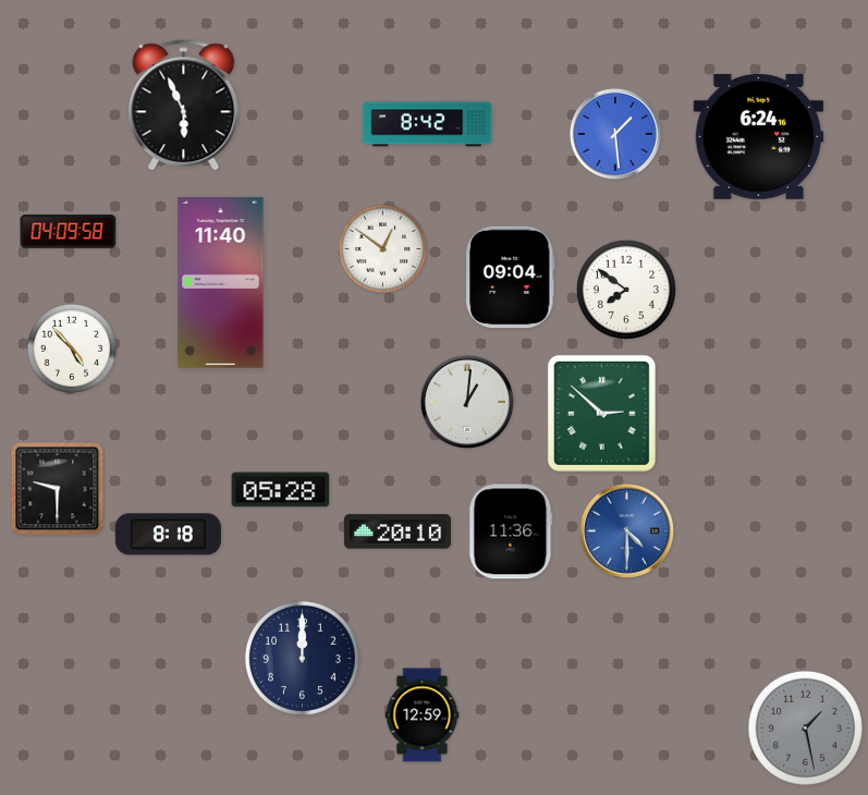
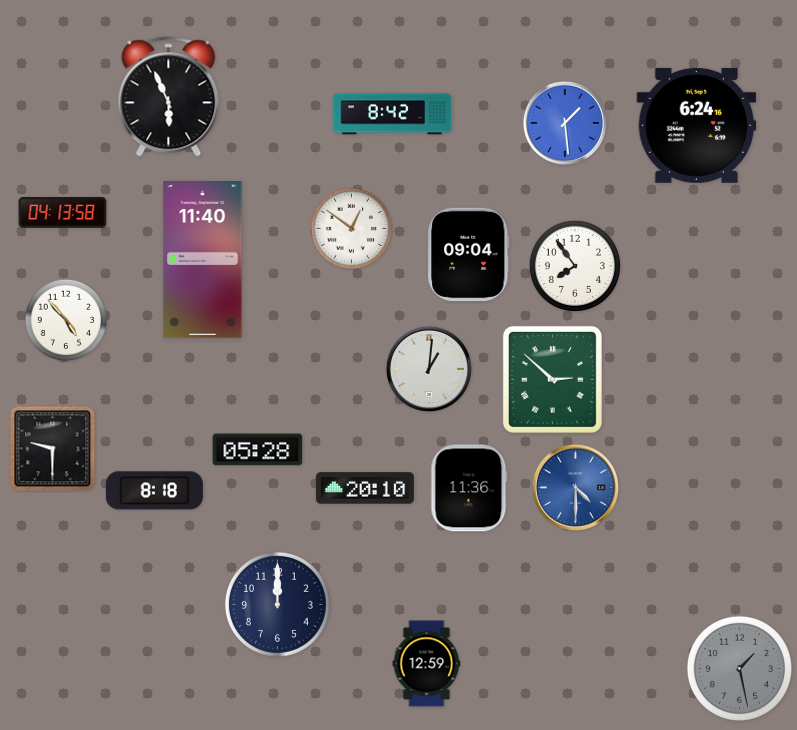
clock at (69, 232): 04:09 -> 04:13
clock at (626, 290): 7:51 -> 7:54
clock at (423, 715) position: (423, 715) -> (427, 664)
